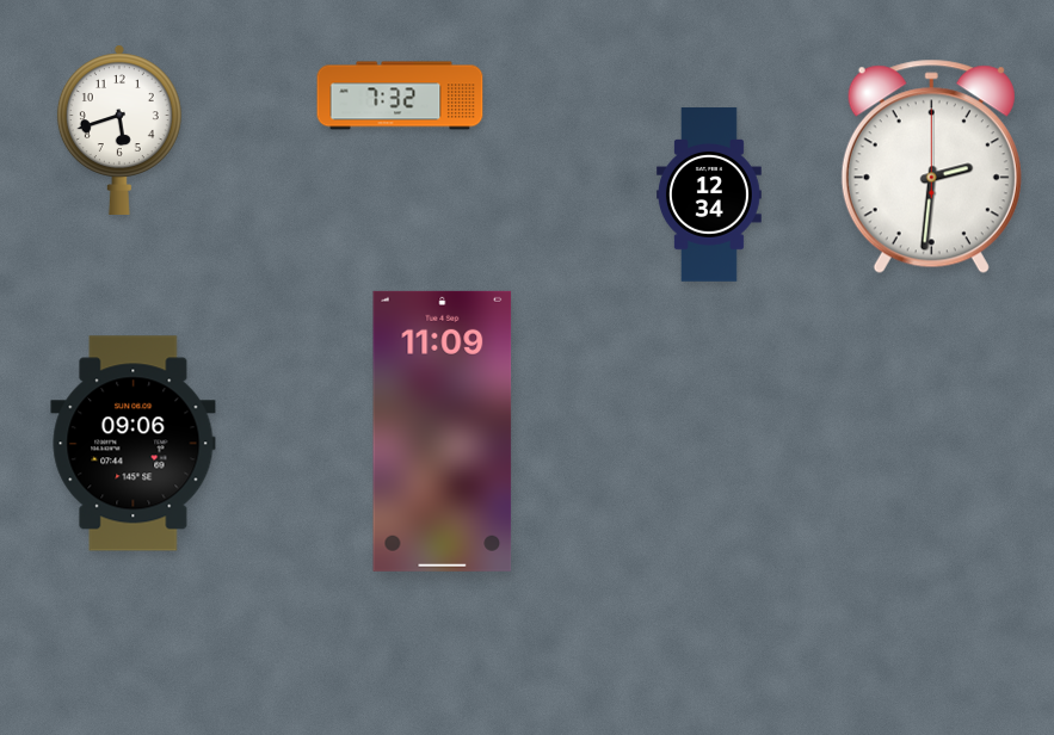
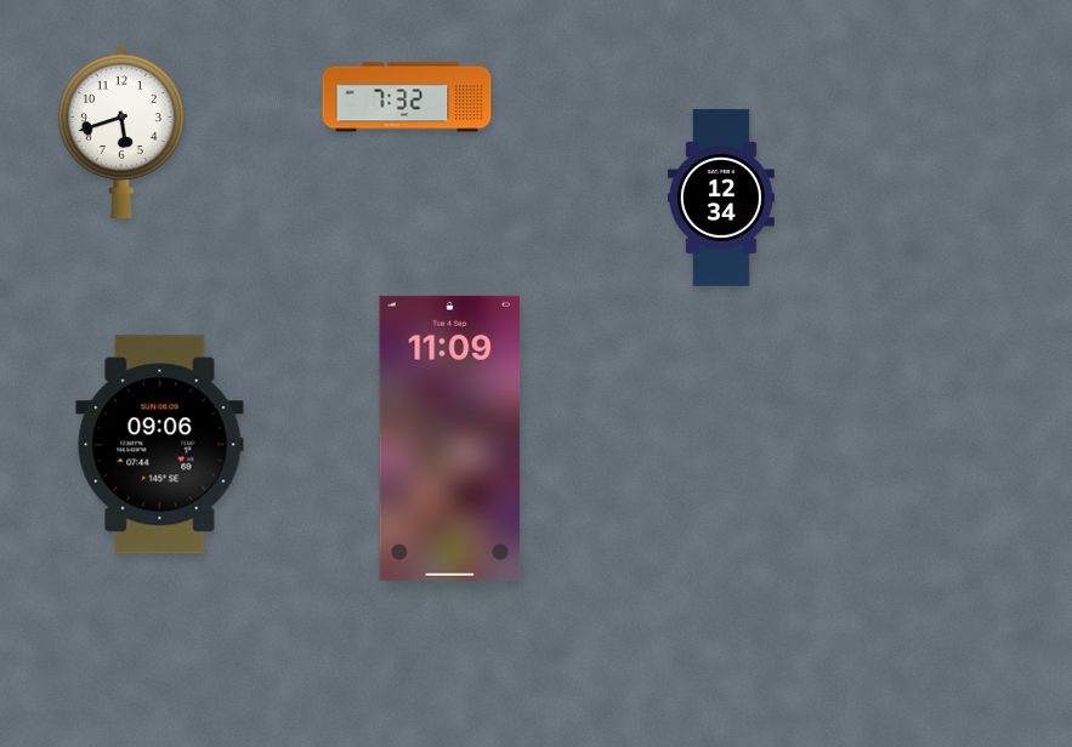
clock at (931, 167): 2:31 -> none
clock at (134, 444) position: (134, 444) -> (160, 445)
